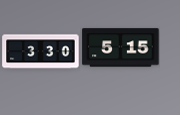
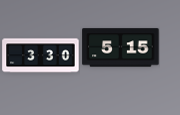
clock at (41, 52) position: (41, 52) -> (41, 56)
